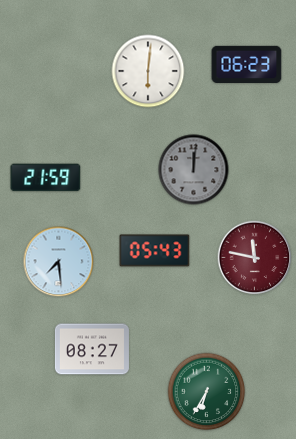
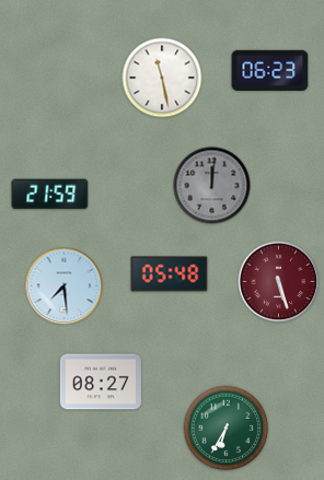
clock at (148, 71): 6:01 -> 11:28
clock at (155, 251): 05:43 -> 05:48
clock at (255, 258): 11:47 -> 5:27
